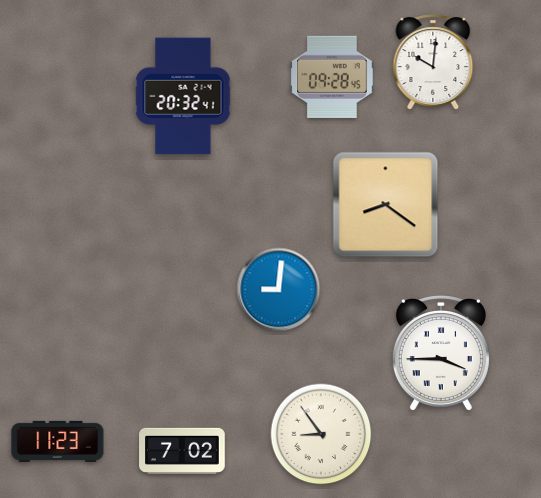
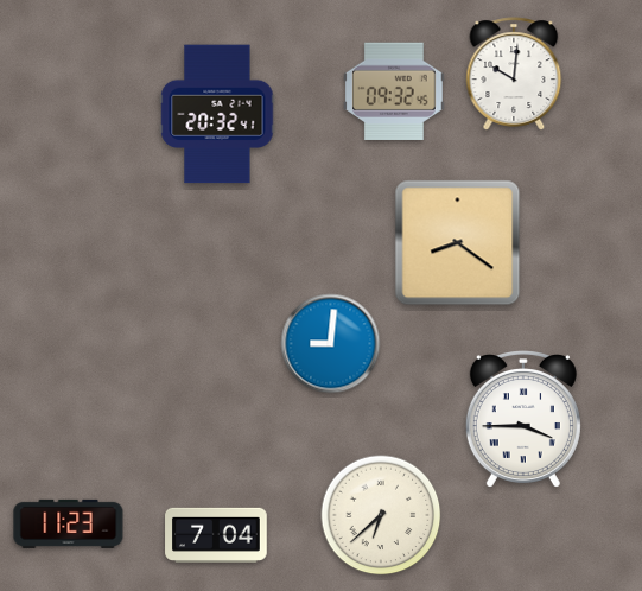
clock at (333, 76): 09:28 -> 09:32
clock at (321, 434): 8:54 -> 6:38
clock at (182, 451): 7:02 -> 7:04
